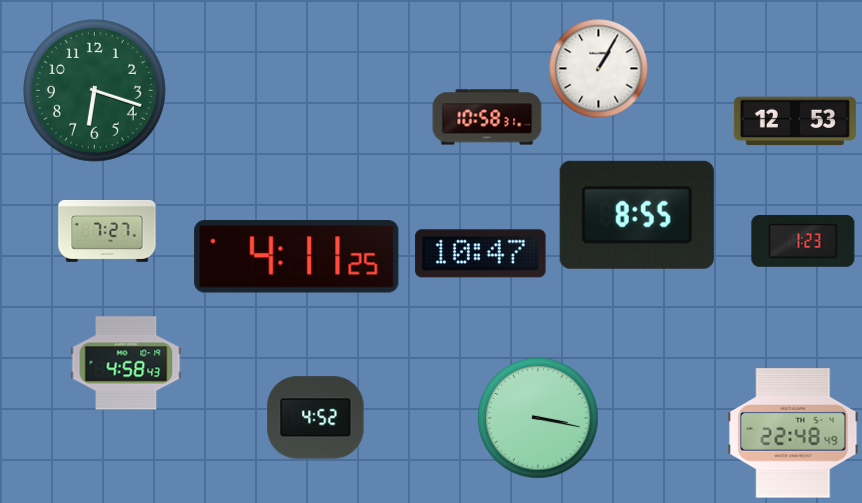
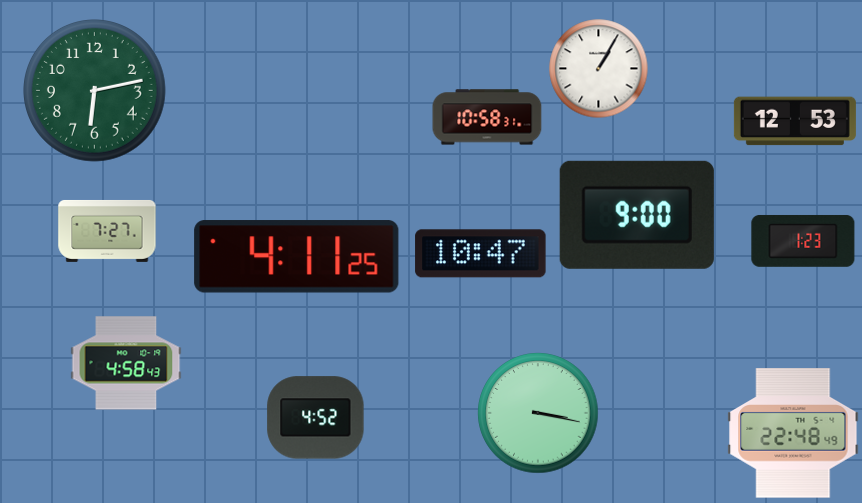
clock at (95, 91): 6:18 -> 6:13
clock at (637, 215): 8:55 -> 9:00
clock at (538, 418) position: (538, 418) -> (538, 413)
